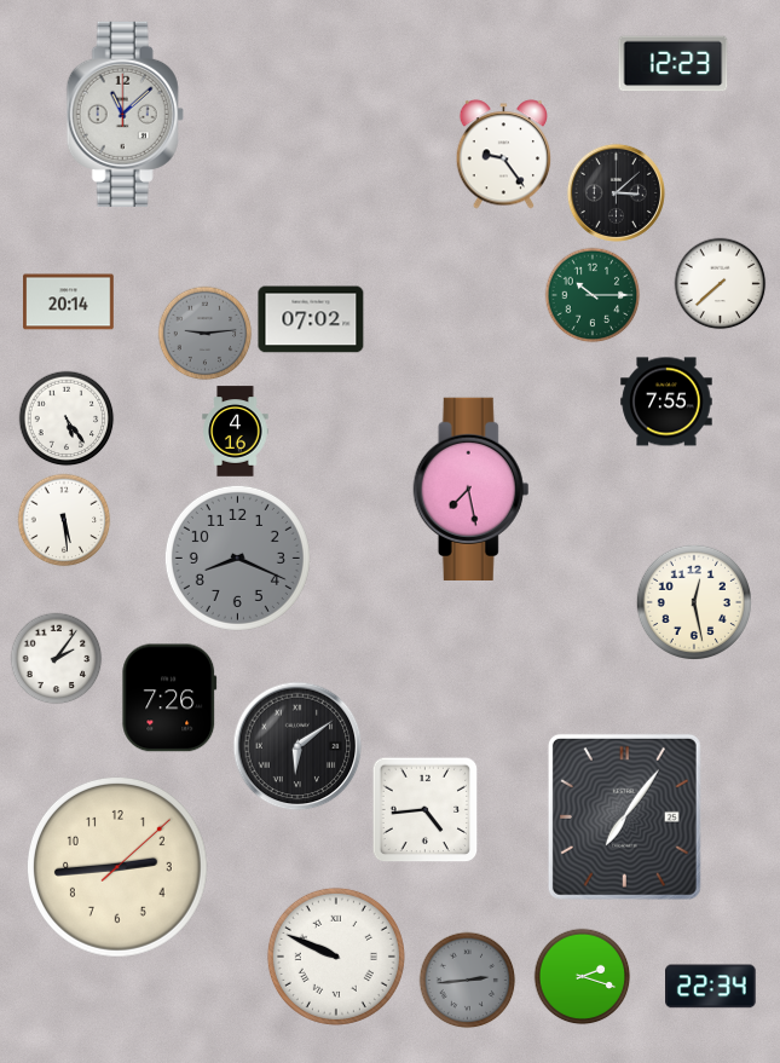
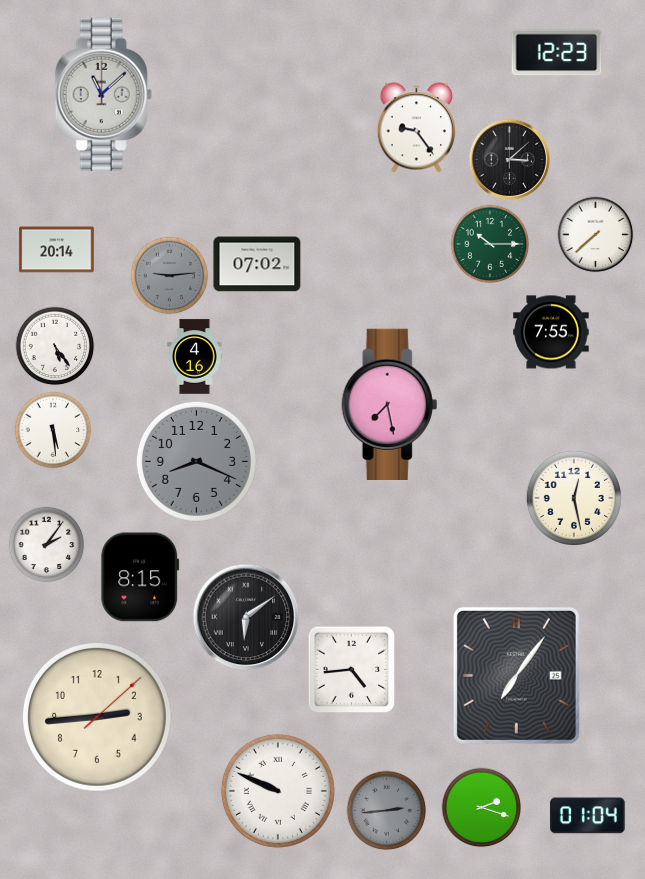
clock at (169, 698): 7:26 -> 8:15
clock at (711, 987): 22:34 -> 01:04
